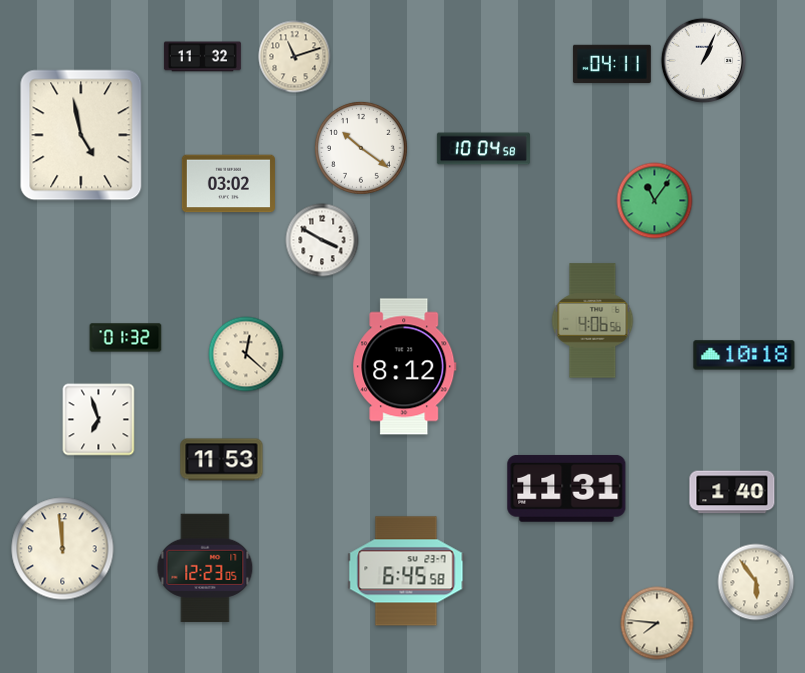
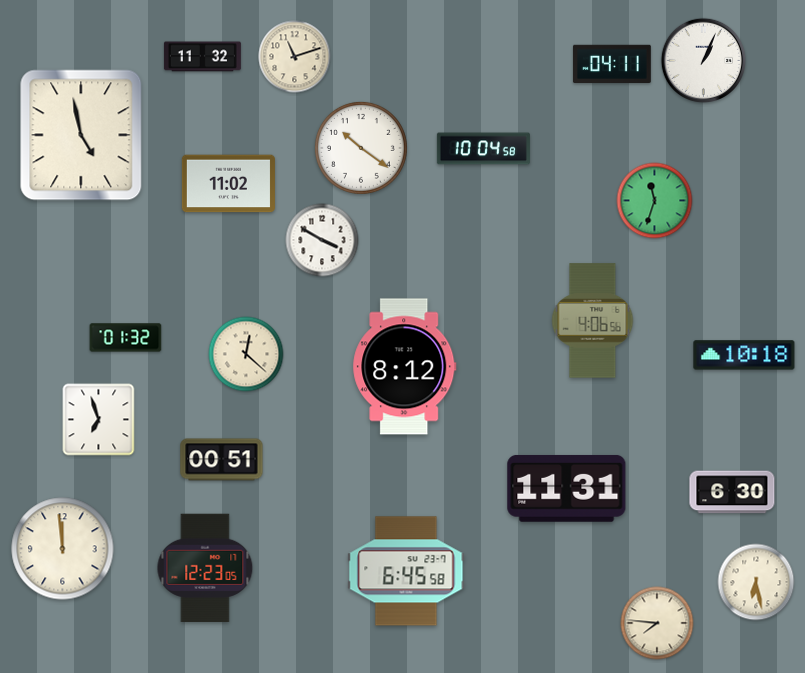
clock at (228, 184): 03:02 -> 11:02
clock at (655, 201): 11:06 -> 11:33
clock at (222, 460): 11:53 -> 00:51
clock at (732, 492): 1:40 -> 6:30
clock at (756, 582): 5:54 -> 6:28
